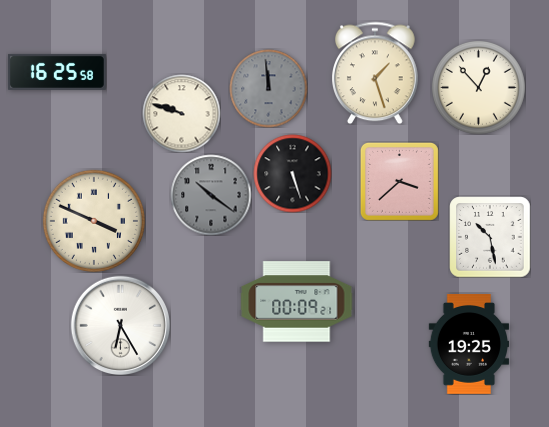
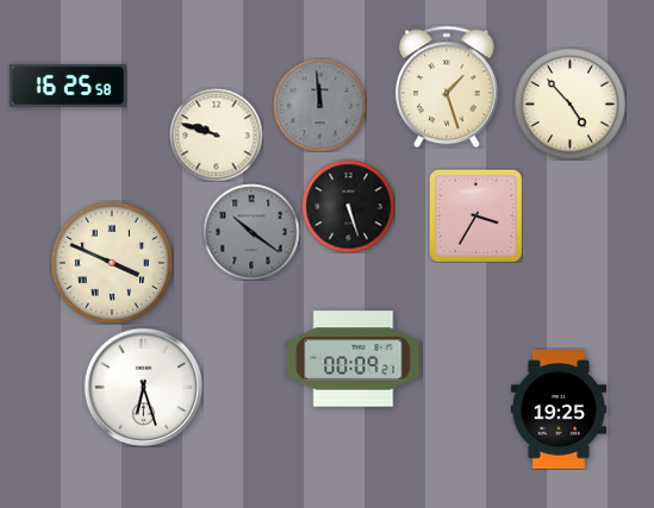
clock at (478, 87): 12:53 -> 4:53
clock at (399, 181): 3:38 -> 3:35
clock at (490, 237): 10:28 -> none
clock at (120, 325): 6:25 -> 6:27
